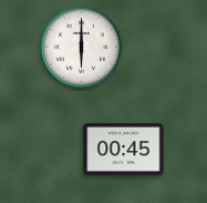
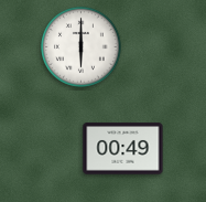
clock at (124, 150): 00:45 -> 00:49
